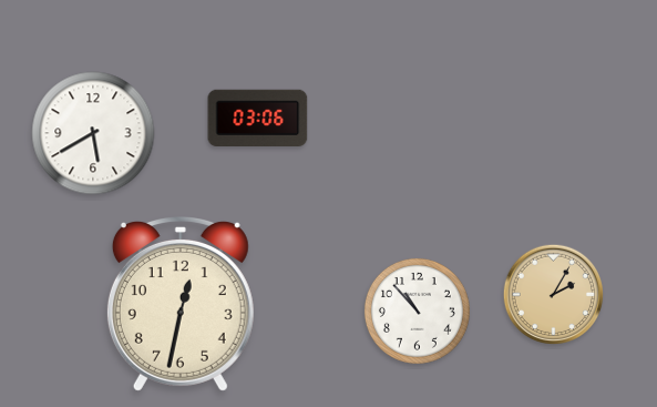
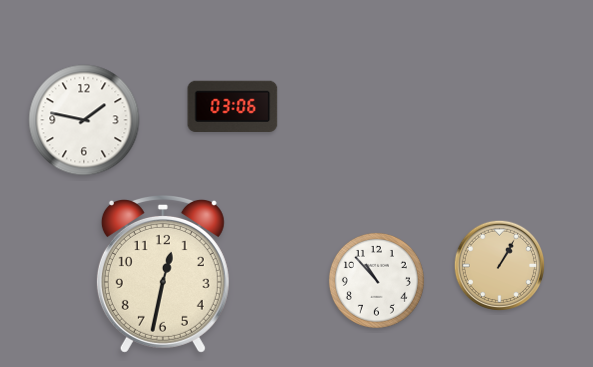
clock at (93, 133): 5:40 -> 1:47
clock at (553, 294): 2:05 -> 1:05
